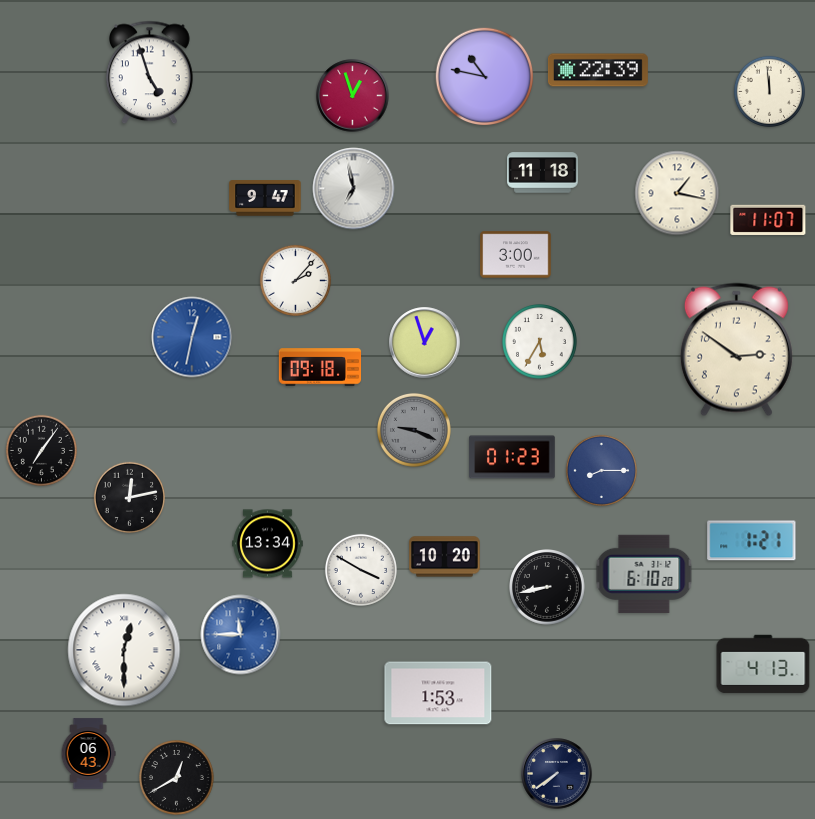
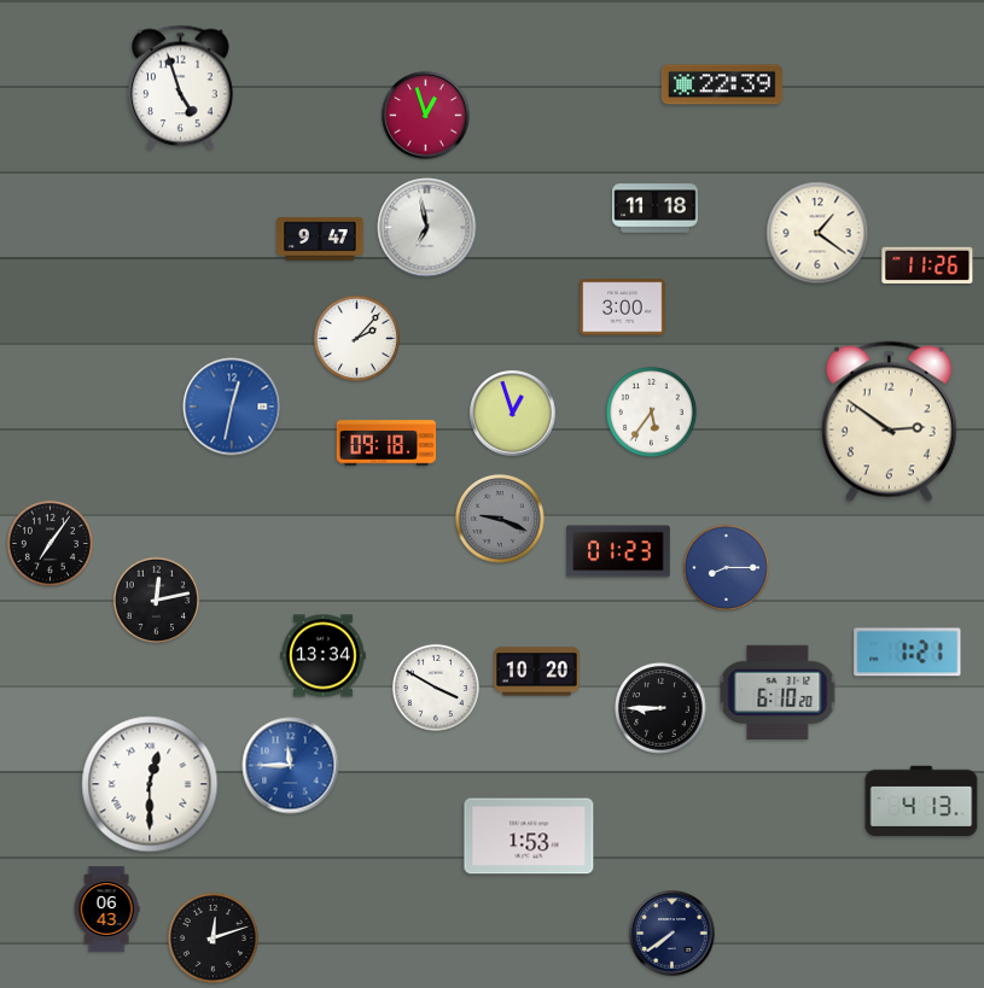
clock at (485, 77): 10:47 -> none
clock at (769, 91): 11:59 -> none
clock at (677, 193): 1:17 -> 1:21
clock at (768, 220): 11:07 -> 11:26
clock at (540, 342): 5:35 -> 5:36
clock at (548, 588): 8:43 -> 8:45
clock at (177, 778): 12:40 -> 12:12
